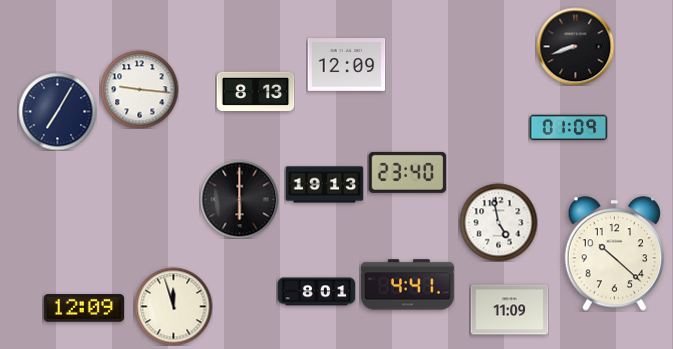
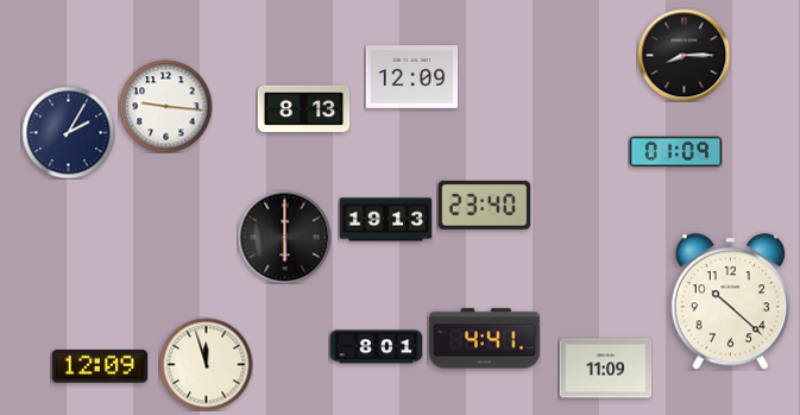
clock at (575, 46): 8:42 -> 8:15
clock at (57, 111): 7:05 -> 2:05
clock at (498, 222): 4:58 -> none
